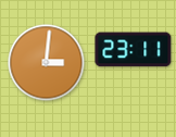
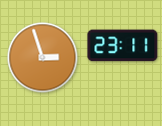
clock at (47, 63): 3:01 -> 2:57
